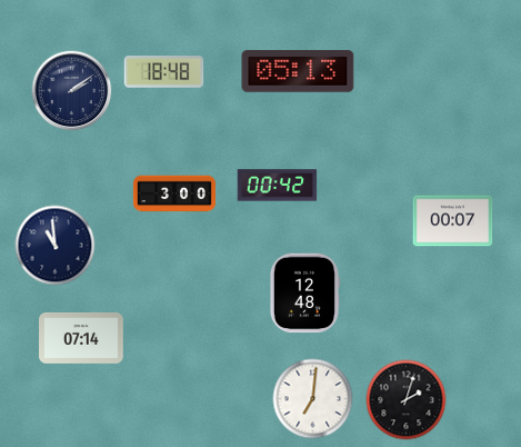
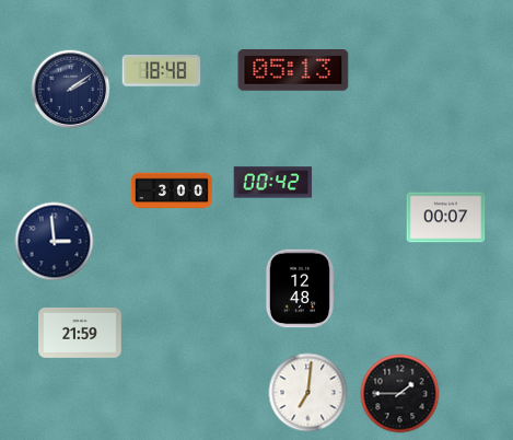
clock at (56, 246): 10:59 -> 2:59
clock at (82, 339): 07:14 -> 21:59
clock at (407, 400): 2:03 -> 1:45
